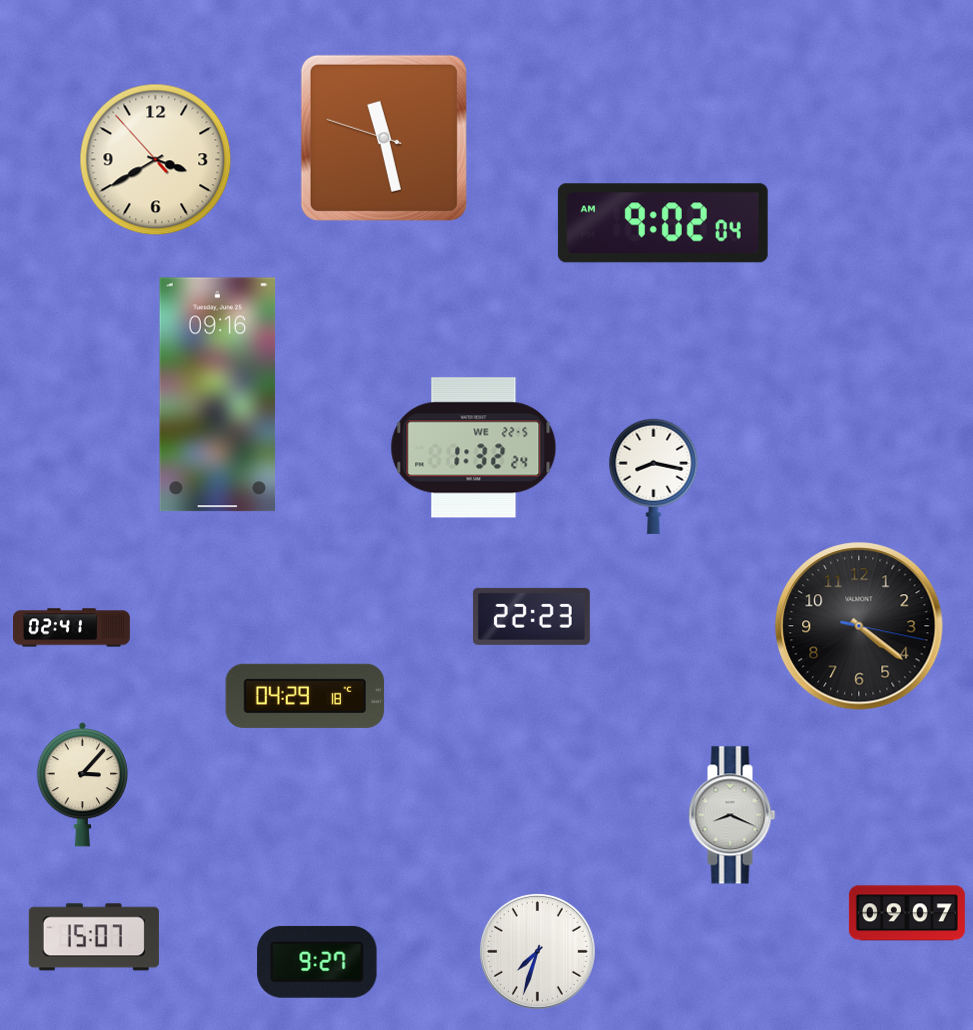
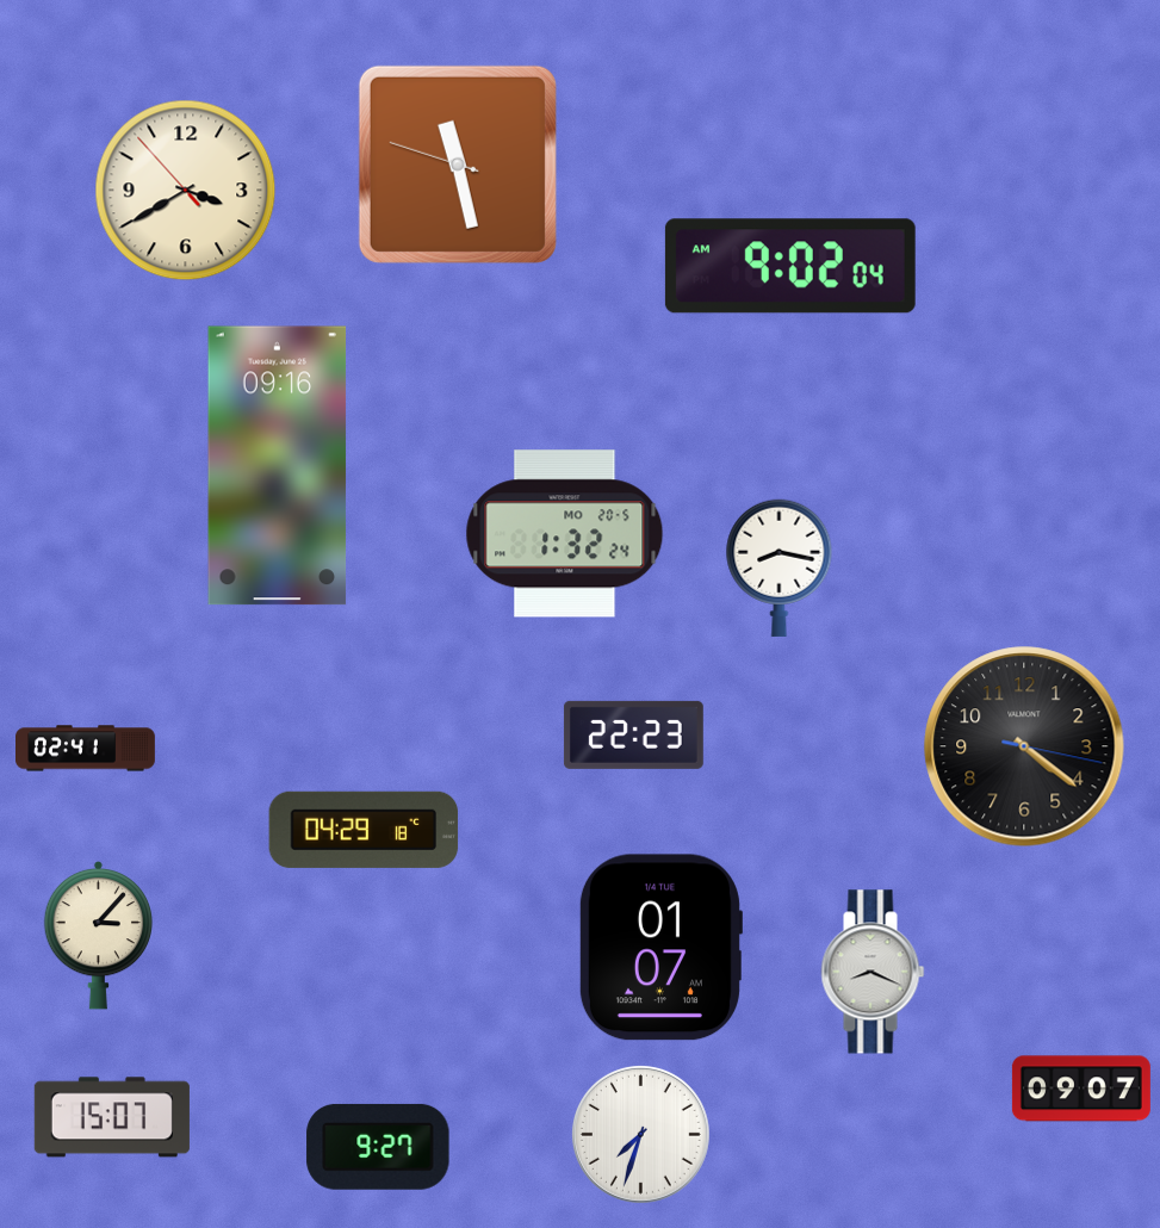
clock at (218, 395) position: (218, 395) -> (278, 466)
clock at (474, 448) date: WE 22-5 -> MO 20-5
clock at (660, 948): none -> 01:07
